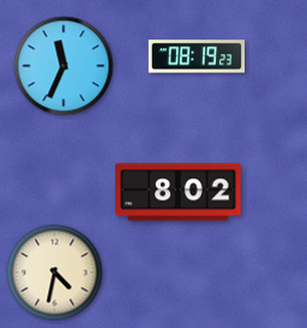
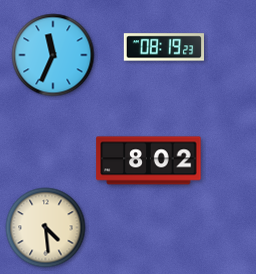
clock at (55, 273): 4:32 -> 4:29
